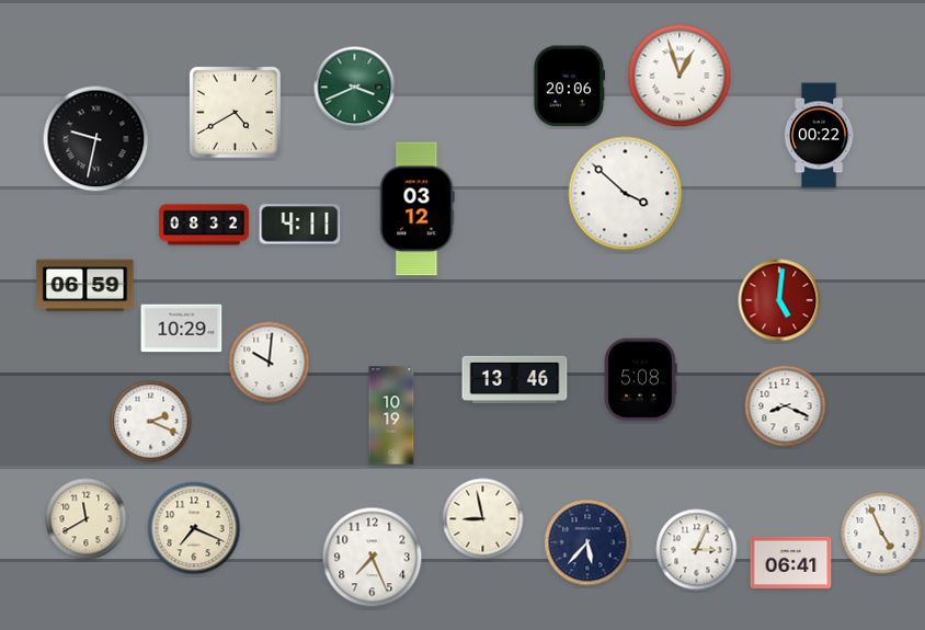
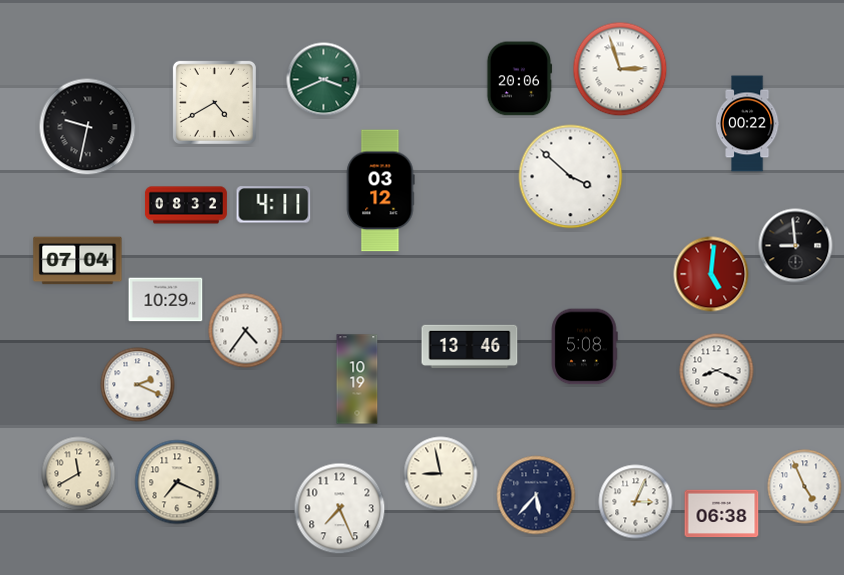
clock at (680, 76): 12:57 -> 2:57
clock at (796, 246): none -> 8:59
clock at (85, 286): 06:59 -> 07:04
clock at (270, 363): 10:01 -> 4:36
clock at (791, 563): 06:41 -> 06:38
